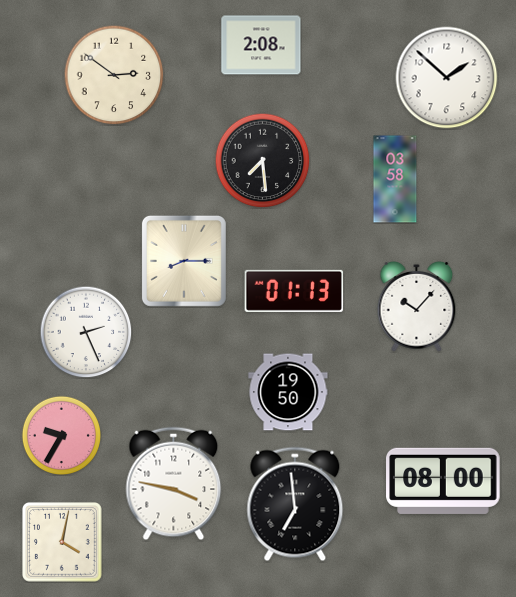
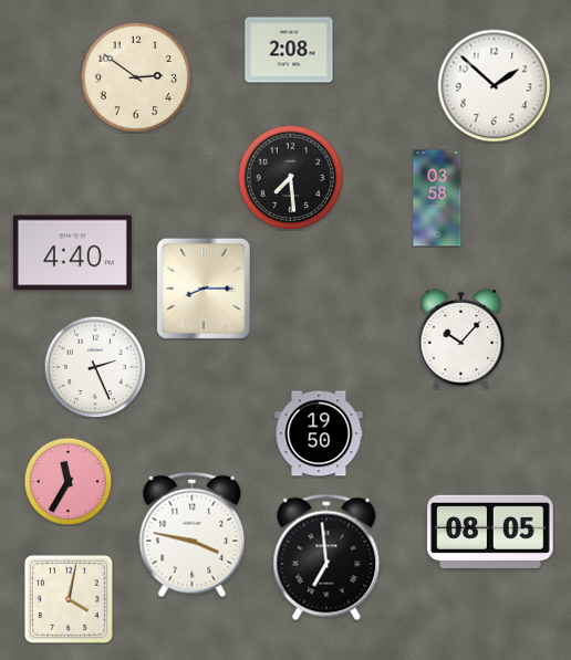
clock at (114, 75) position: (114, 75) -> (136, 77)
clock at (72, 253): none -> 4:40
clock at (294, 291): 01:13 -> none
clock at (61, 435): 9:35 -> 11:35
clock at (443, 481): 08:00 -> 08:05
